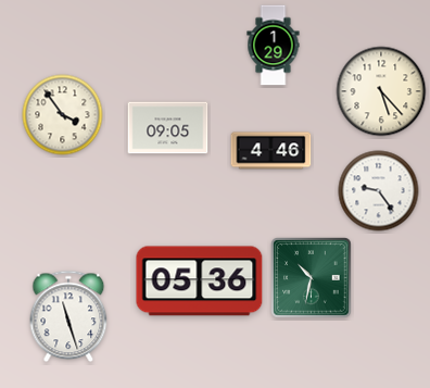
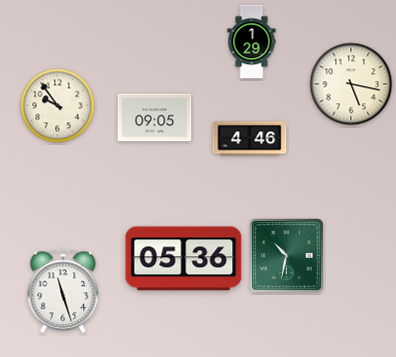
clock at (381, 91): 5:23 -> 5:17
clock at (63, 115): 3:54 -> 9:54
clock at (379, 191): 9:24 -> none
